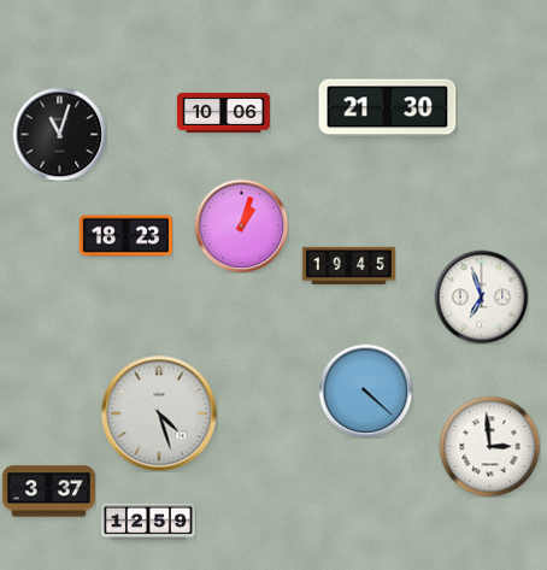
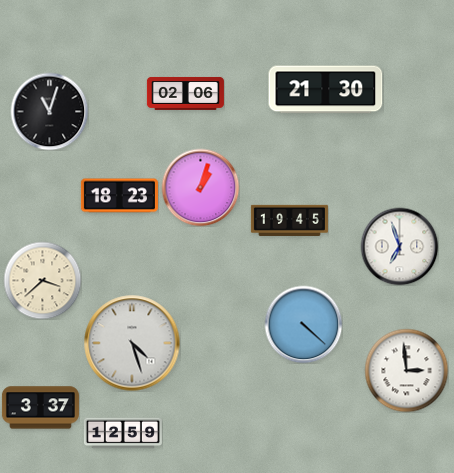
clock at (388, 108) position: (388, 108) -> (326, 90)
clock at (223, 112): 10:06 -> 02:06
clock at (125, 236) position: (125, 236) -> (119, 196)
clock at (42, 280): none -> 3:38
